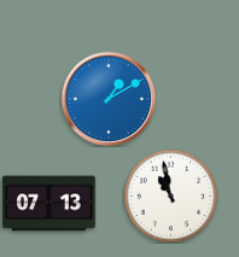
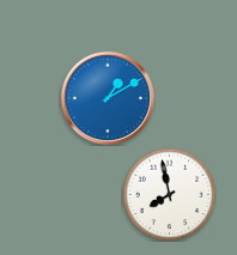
clock at (170, 195): 10:58 -> 7:58
clock at (49, 204): 07:13 -> none
